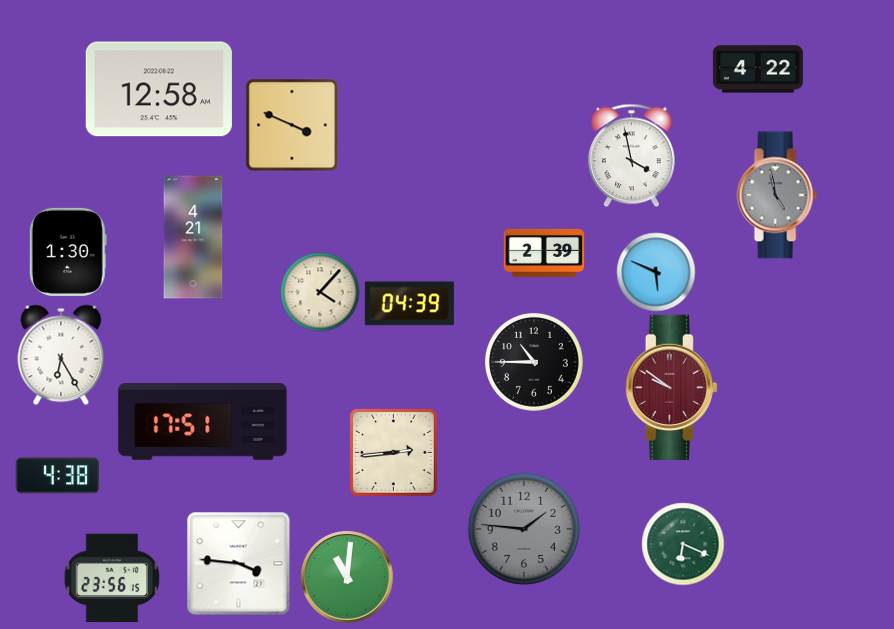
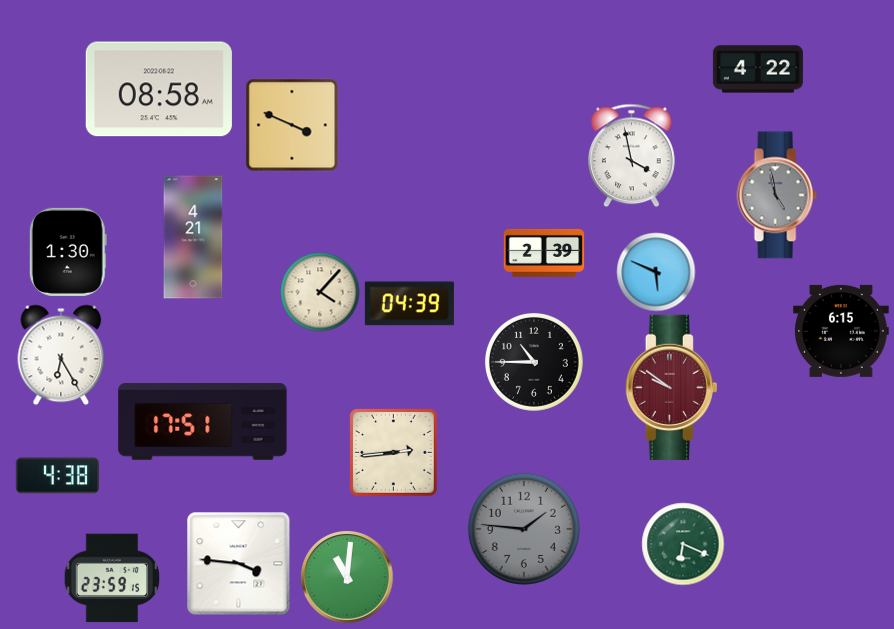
clock at (159, 89): 12:58 -> 08:58
clock at (841, 331): none -> 6:15
clock at (111, 578): 23:56 -> 23:59
